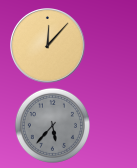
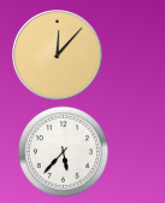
clock at (52, 125) dial: grey -> white
